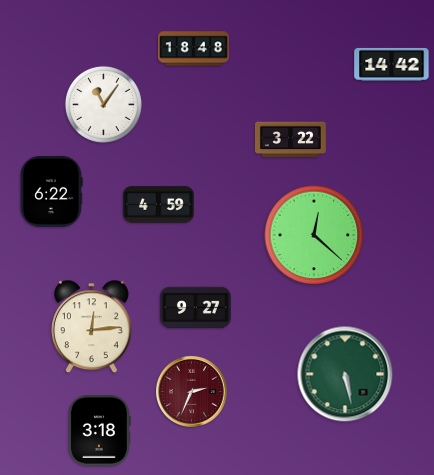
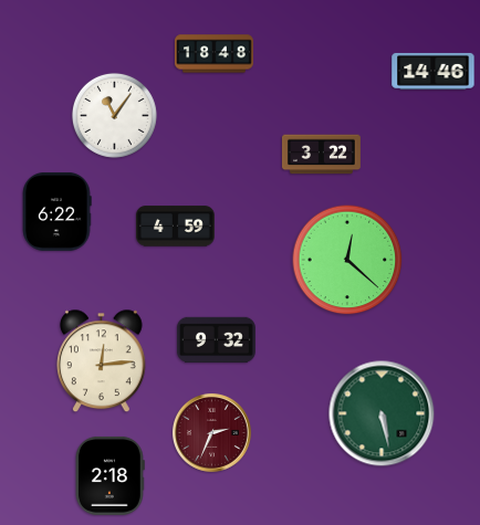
clock at (392, 64): 14:42 -> 14:46
clock at (195, 308): 9:27 -> 9:32
clock at (100, 430): 3:18 -> 2:18
